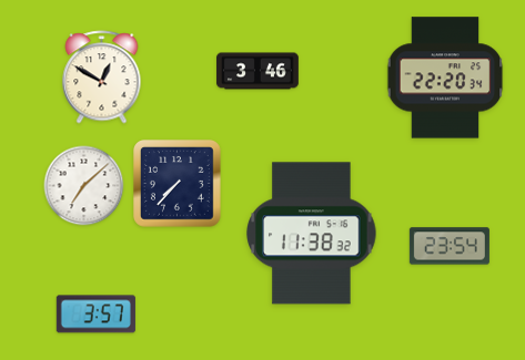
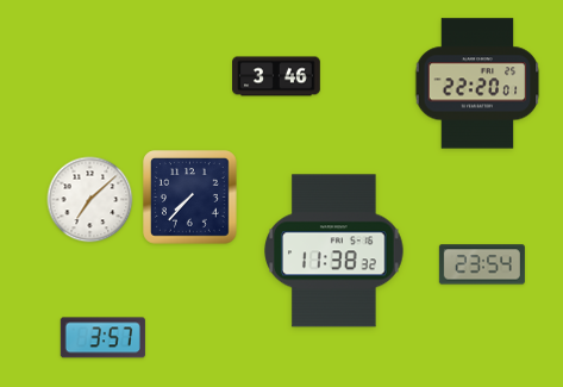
clock at (102, 78): 12:50 -> none
clock at (445, 78): 22:20:34 -> 22:20:01
